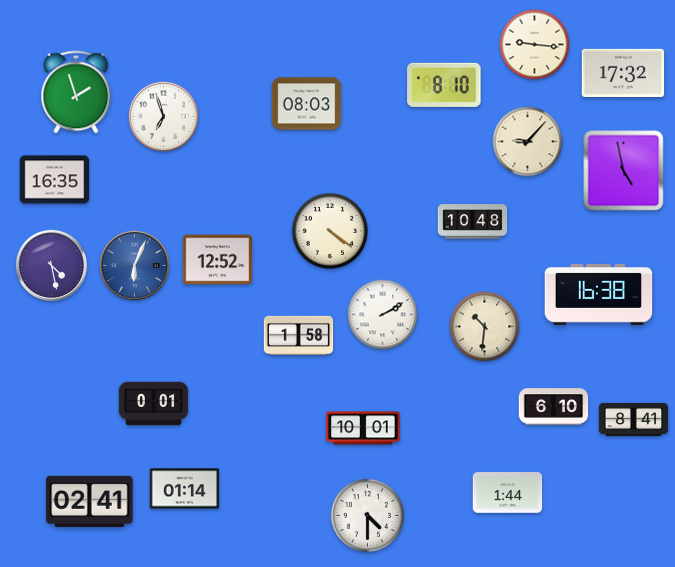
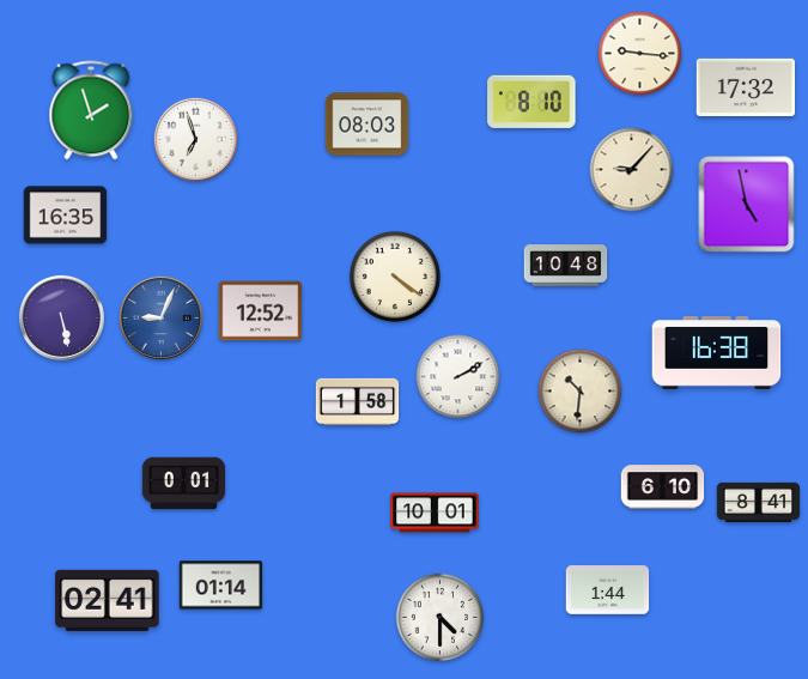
clock at (51, 265): 4:28 -> 5:28
clock at (134, 265): 6:04 -> 9:04
